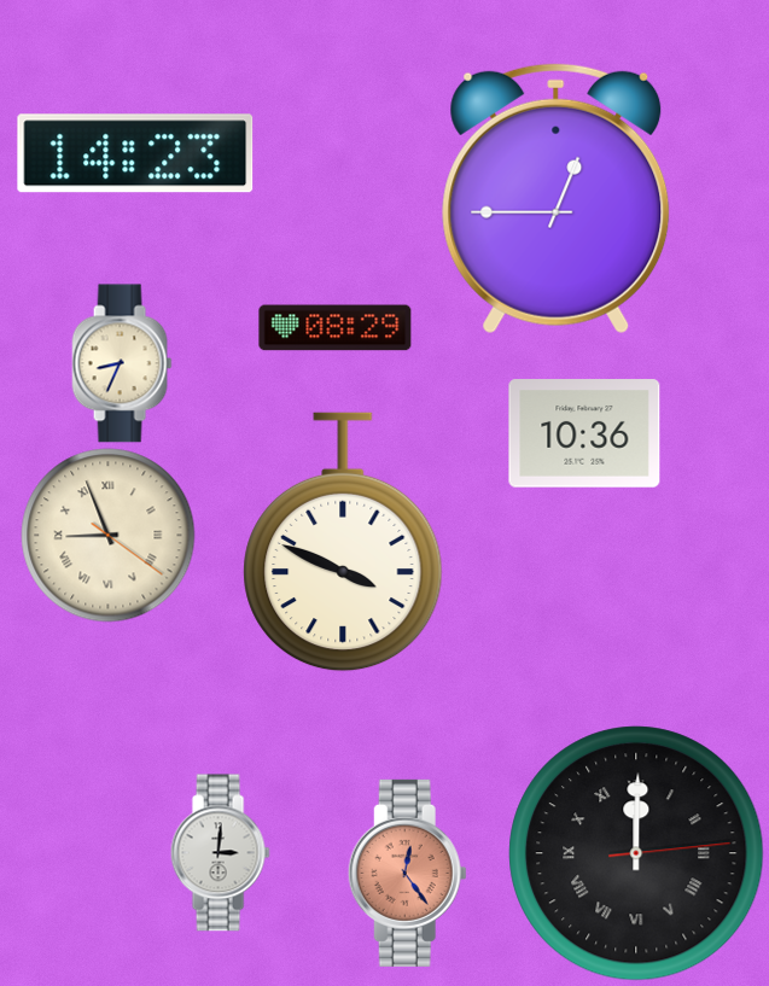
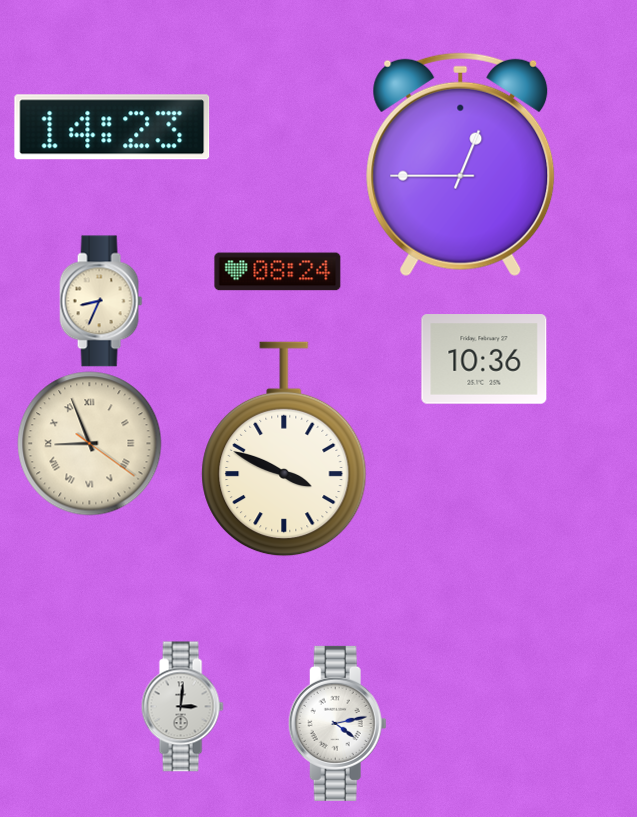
clock at (336, 328): 08:29 -> 08:24
clock at (636, 853): 12:00 -> none
clock at (407, 873): 12:24 -> 4:13
clock at (407, 873) dial: salmon -> white
